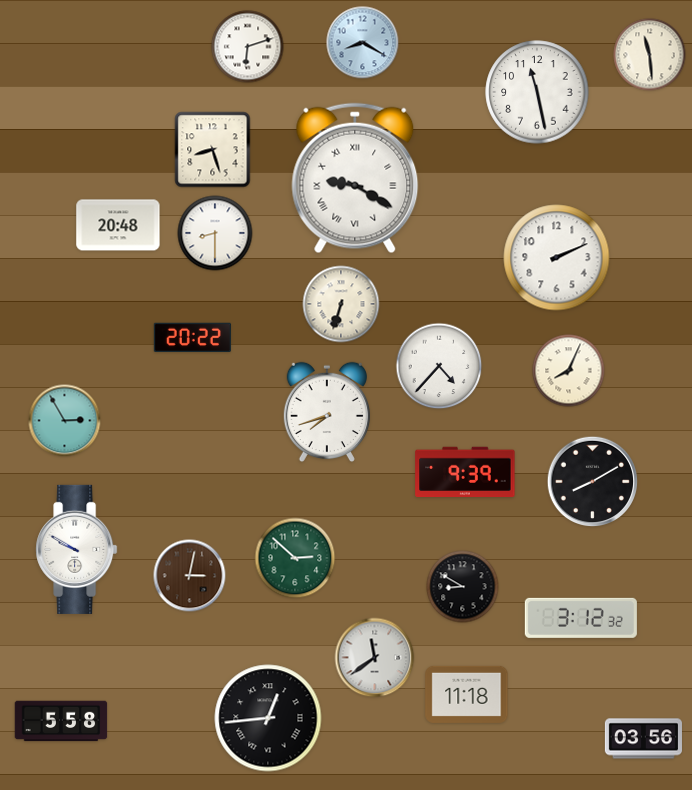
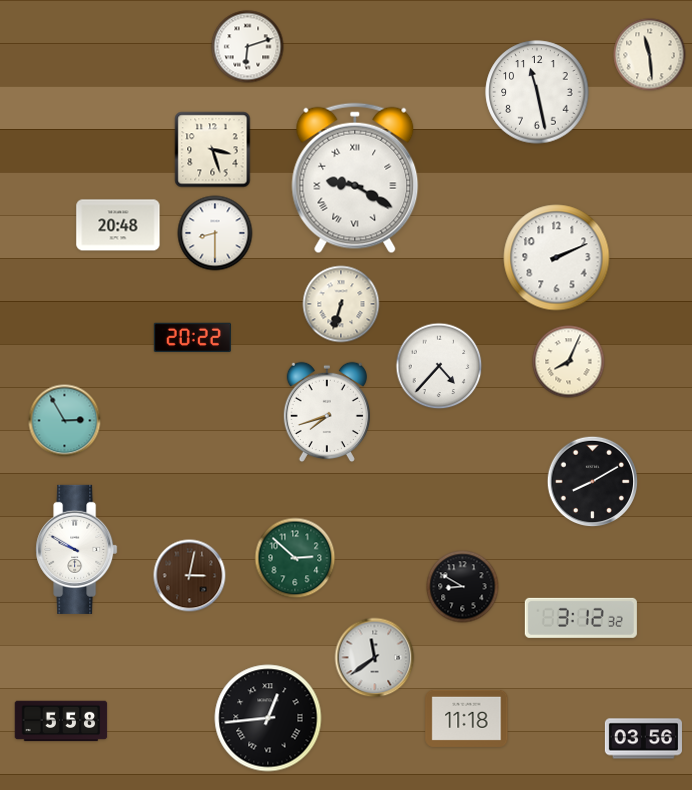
clock at (363, 43): 8:20 -> none
clock at (213, 150): 8:27 -> 3:27
clock at (569, 371) position: (569, 371) -> (569, 362)
clock at (465, 471): 9:39 -> none
clock at (467, 694) position: (467, 694) -> (467, 718)
